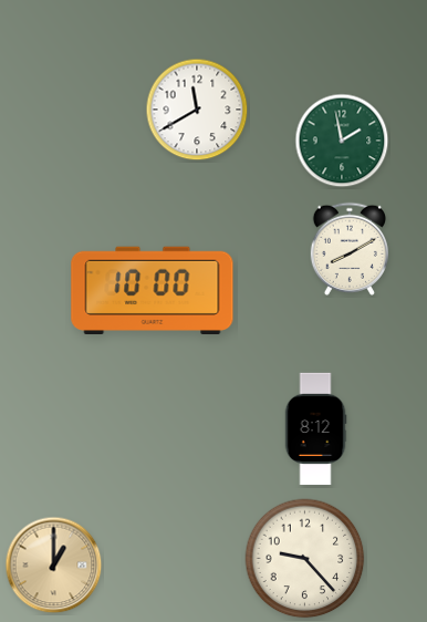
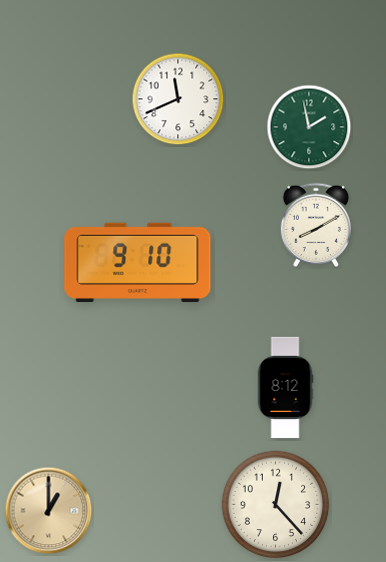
clock at (197, 110): 11:40 -> 11:41
clock at (153, 290): 10:00 -> 9:10
clock at (305, 559): 9:23 -> 12:23
